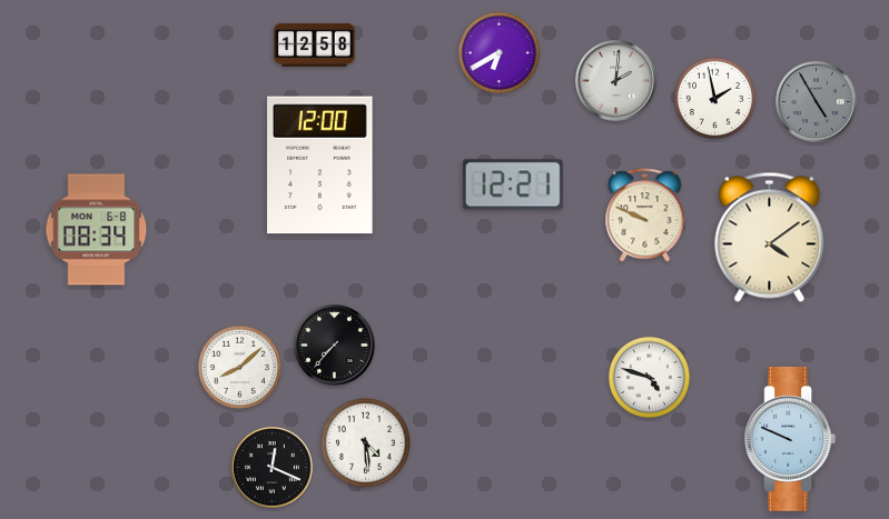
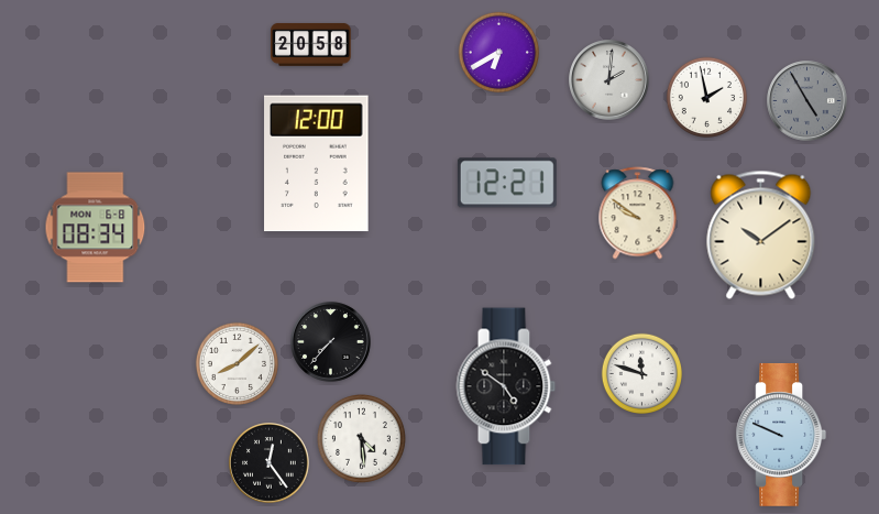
clock at (315, 44): 12:58 -> 20:58
clock at (498, 52) position: (498, 52) -> (498, 52)
clock at (645, 216): 9:49 -> 9:51
clock at (770, 237): 4:09 -> 10:09
clock at (649, 377): 4:48 -> 11:48
clock at (506, 386): none -> 4:51
clock at (273, 468): 12:19 -> 12:24
